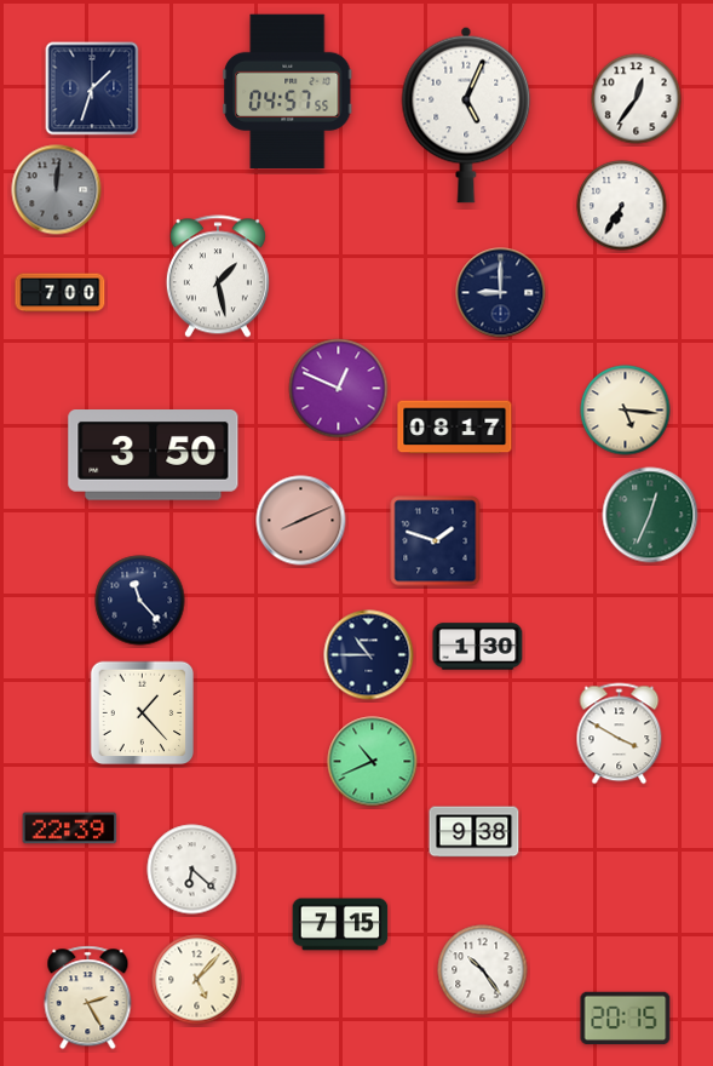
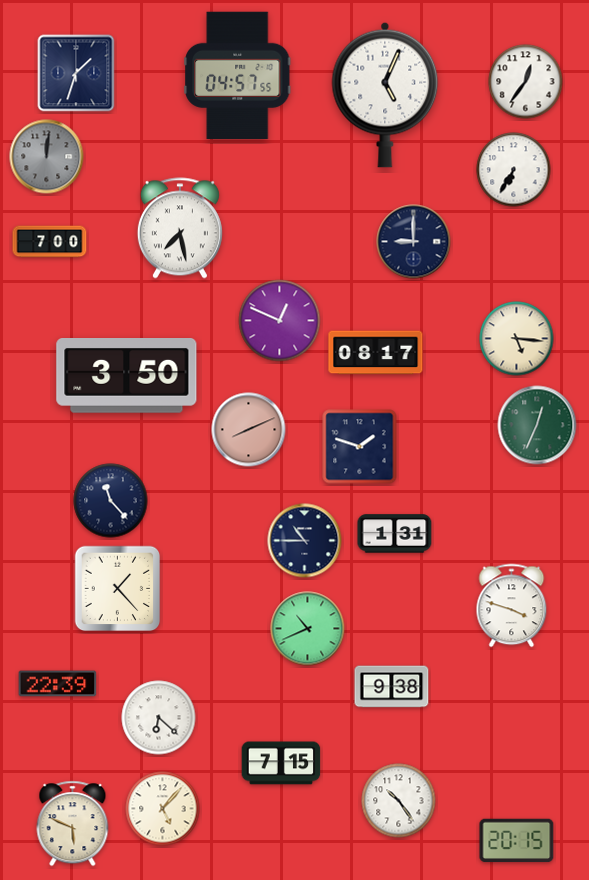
clock at (218, 276): 1:28 -> 7:28
clock at (140, 601) position: (140, 601) -> (111, 501)
clock at (478, 647): 1:30 -> 1:31
clock at (620, 734): 3:50 -> 3:48
clock at (88, 998): 2:25 -> 5:49
